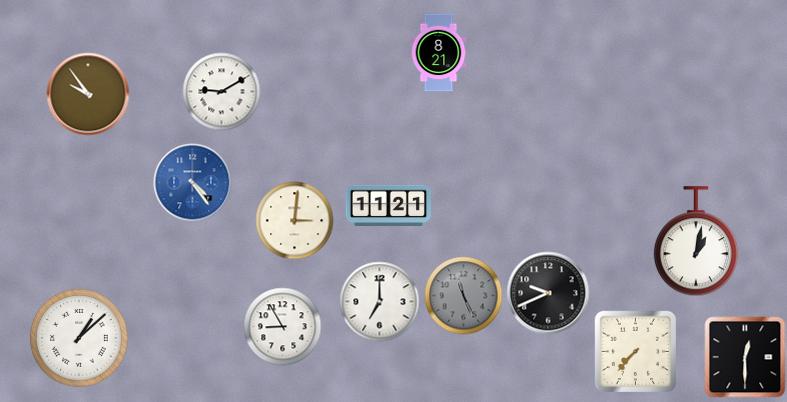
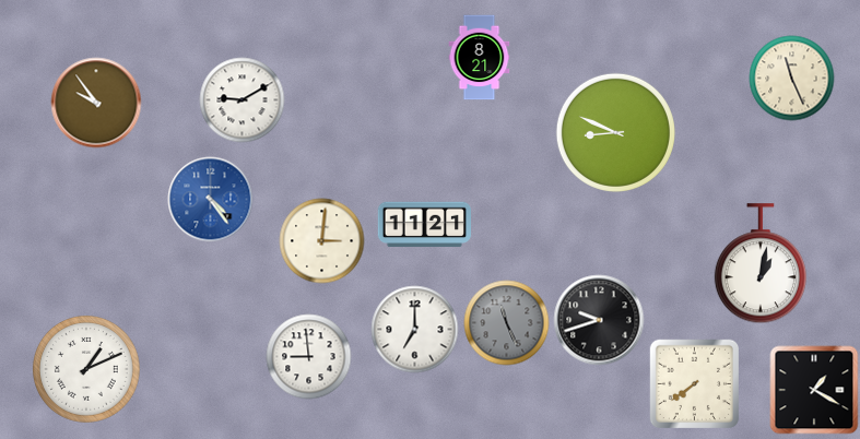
clock at (791, 78): none -> 11:26
clock at (615, 132): none -> 8:49
clock at (548, 293): 9:41 -> 9:42
clock at (282, 326): 8:55 -> 8:59
clock at (79, 338): 1:08 -> 1:11
clock at (635, 351): 7:37 -> 7:39
clock at (745, 357): 12:30 -> 1:20
